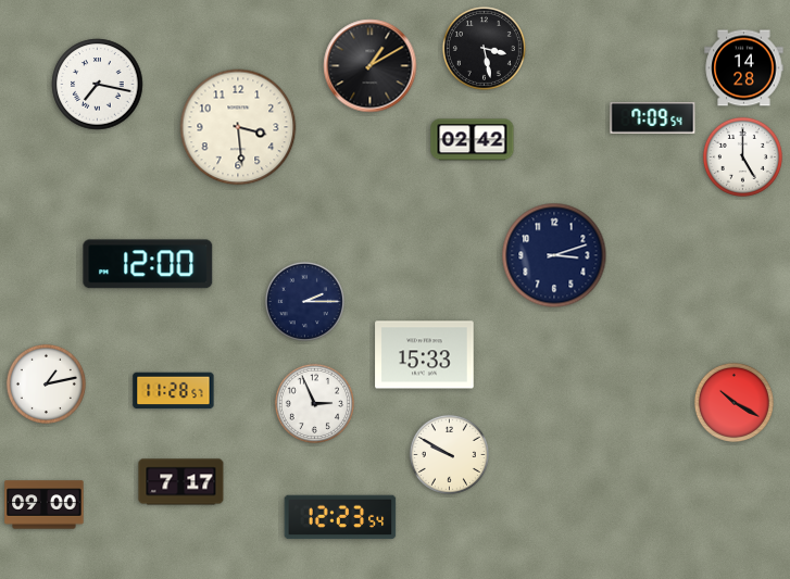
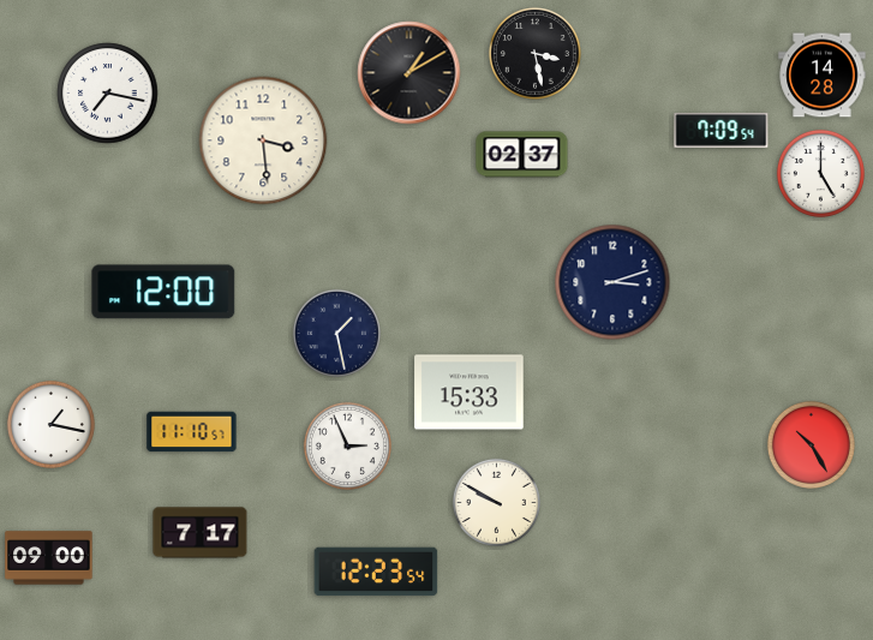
clock at (473, 140): 02:42 -> 02:37
clock at (304, 301): 2:15 -> 1:28
clock at (46, 383): 1:13 -> 1:17
clock at (174, 391): 11:28 -> 11:10
clock at (733, 402): 10:20 -> 10:25
